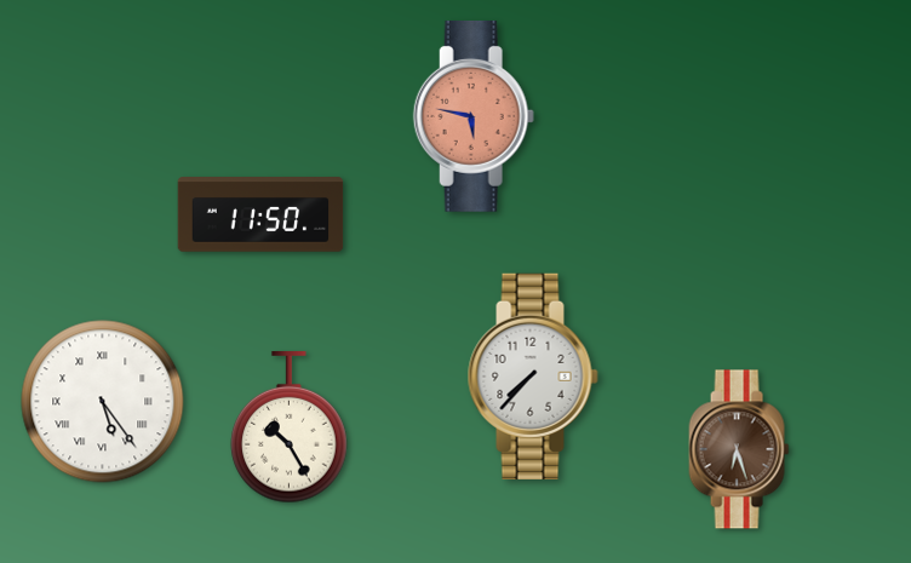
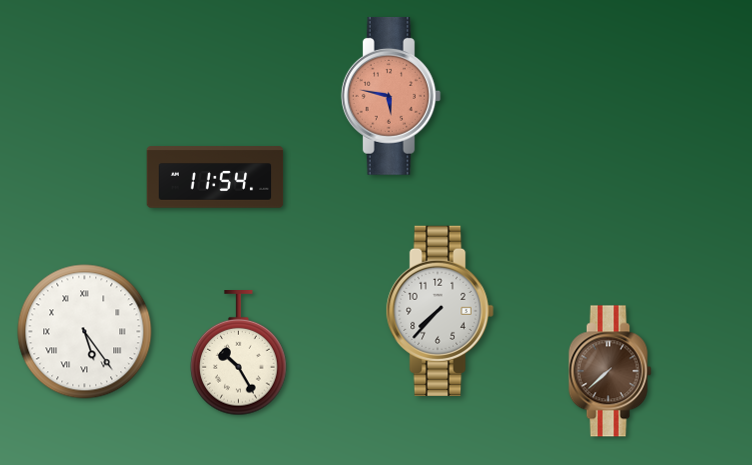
clock at (260, 214): 11:50 -> 11:54
clock at (739, 449): 6:27 -> 7:38
